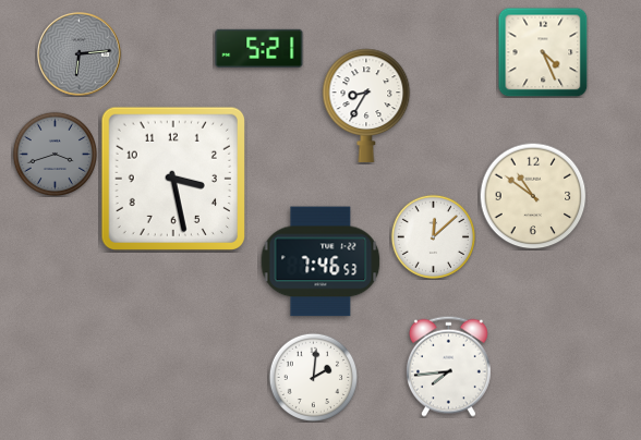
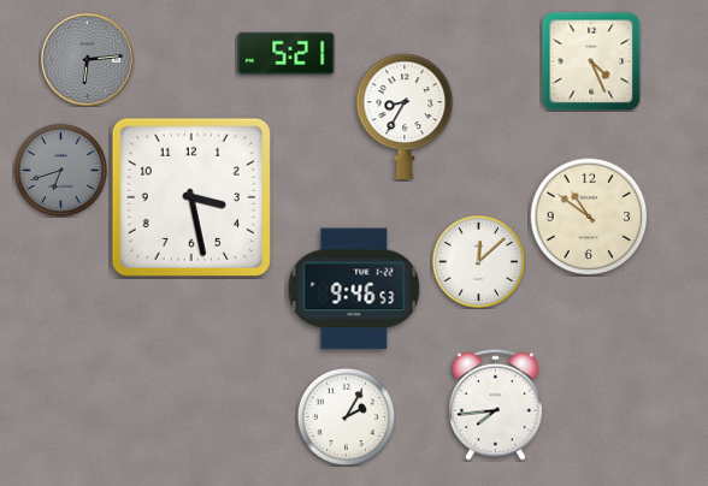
clock at (543, 52) position: (543, 52) -> (591, 61)
clock at (55, 154): 3:42 -> 6:42
clock at (320, 261): 7:46 -> 9:46
clock at (313, 377): 2:01 -> 2:05
